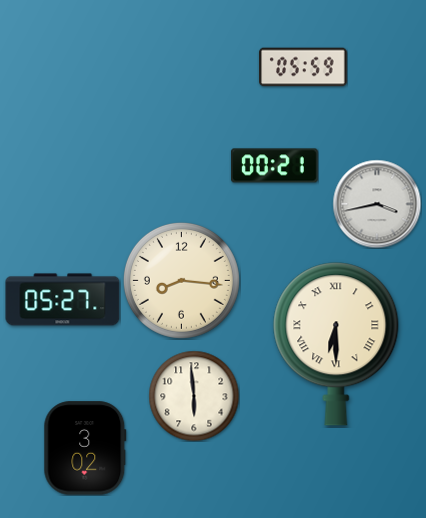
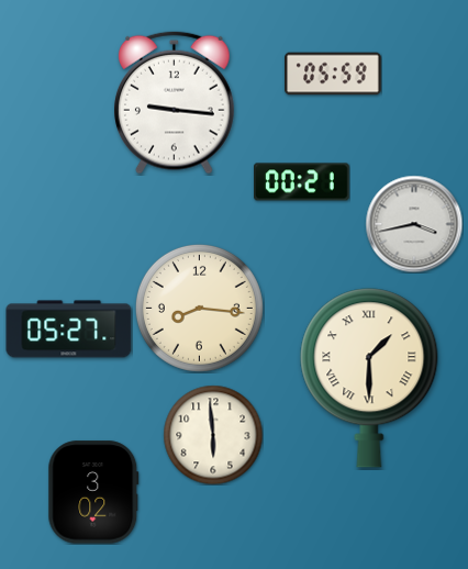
clock at (175, 102): none -> 9:16
clock at (336, 344): 6:30 -> 1:30
